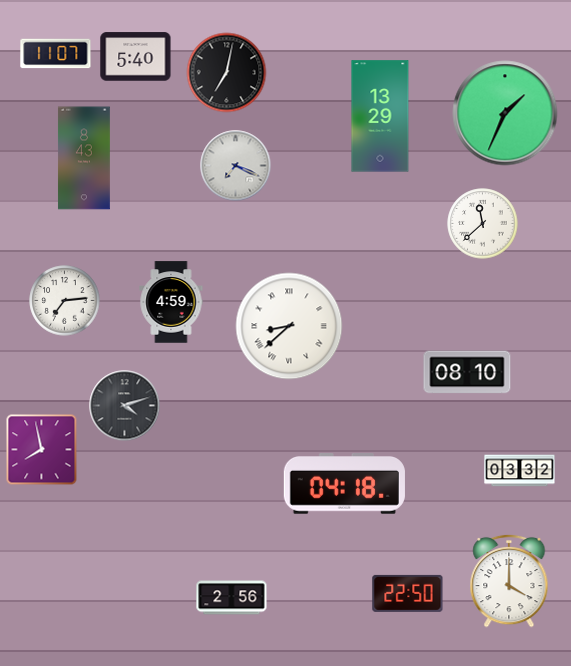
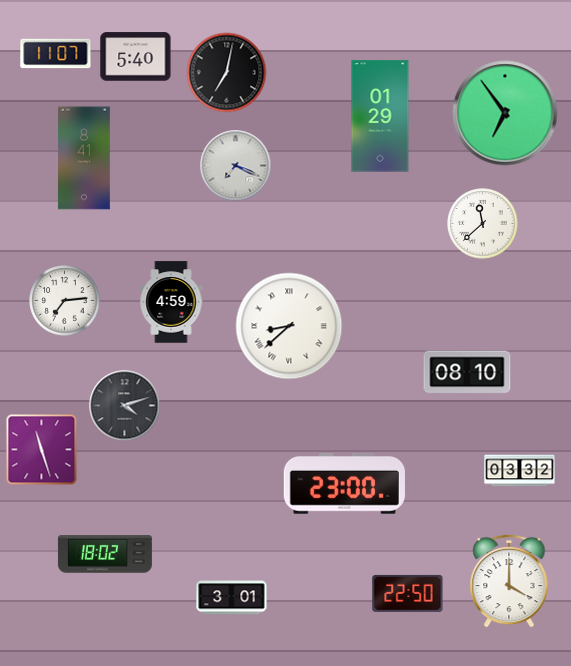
clock at (505, 113): 1:34 -> 6:54
clock at (380, 116): 13:29 -> 01:29
clock at (84, 158): 8:43 -> 8:41
clock at (42, 450): 7:58 -> 11:27
clock at (344, 484): 04:18 -> 23:00
clock at (105, 554): none -> 18:02
clock at (232, 598): 2:56 -> 3:01
